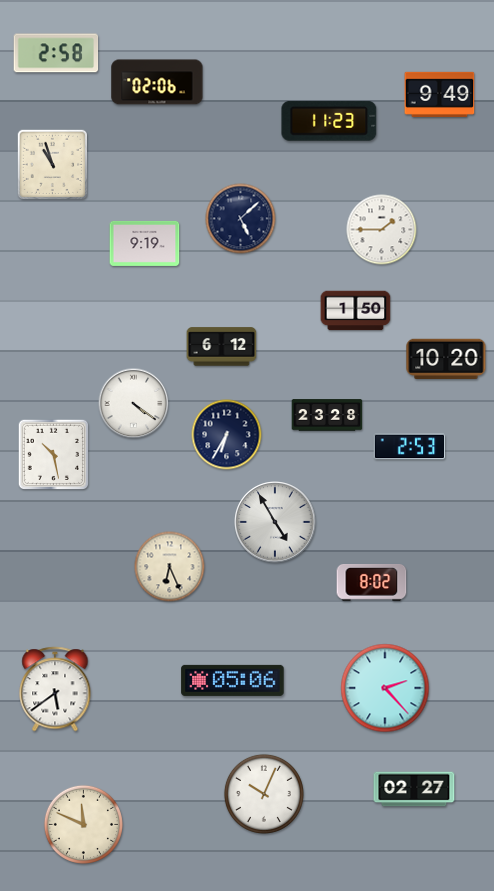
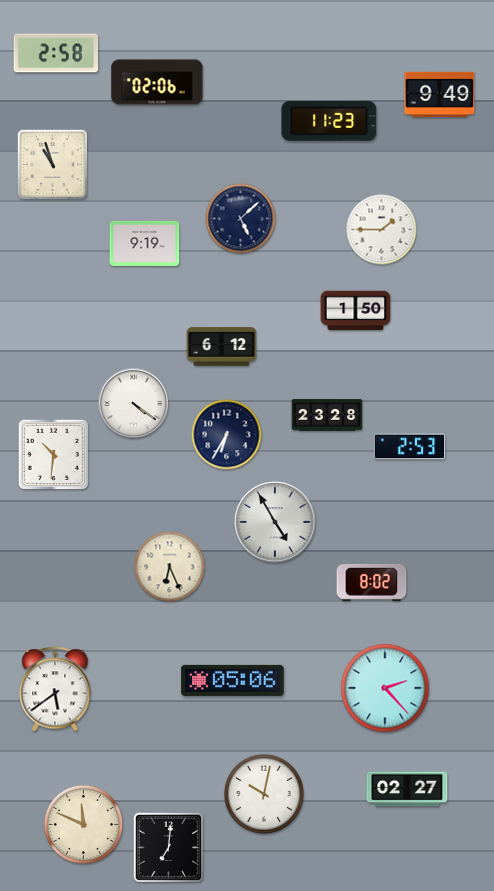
clock at (446, 358): 10:20 -> none
clock at (53, 454): 10:28 -> 10:31
clock at (414, 789) position: (414, 789) -> (407, 789)
clock at (264, 794): 10:04 -> 10:02
clock at (168, 847): none -> 7:01
